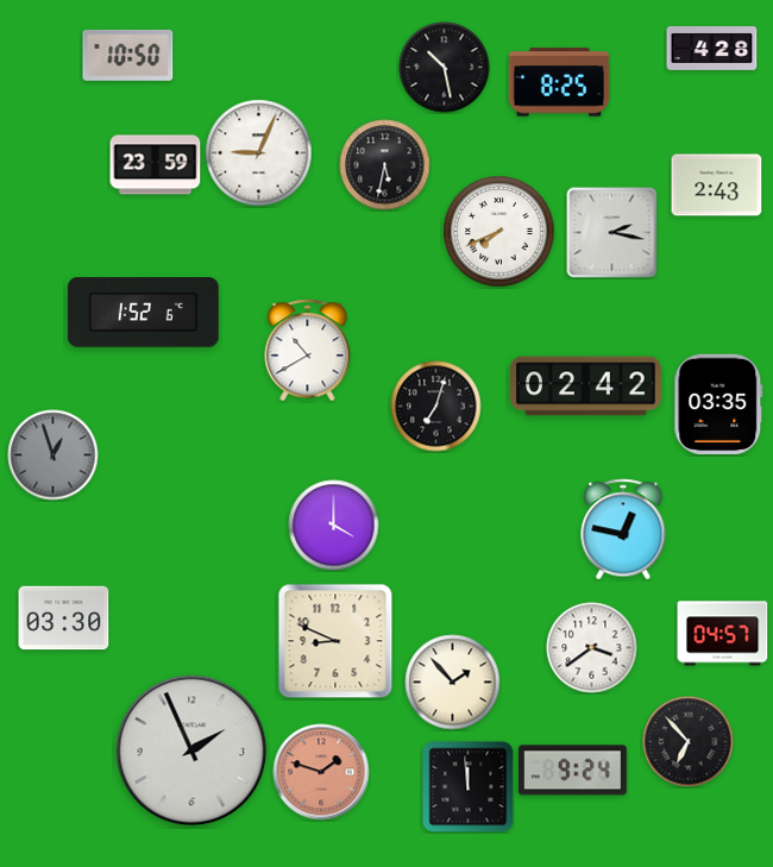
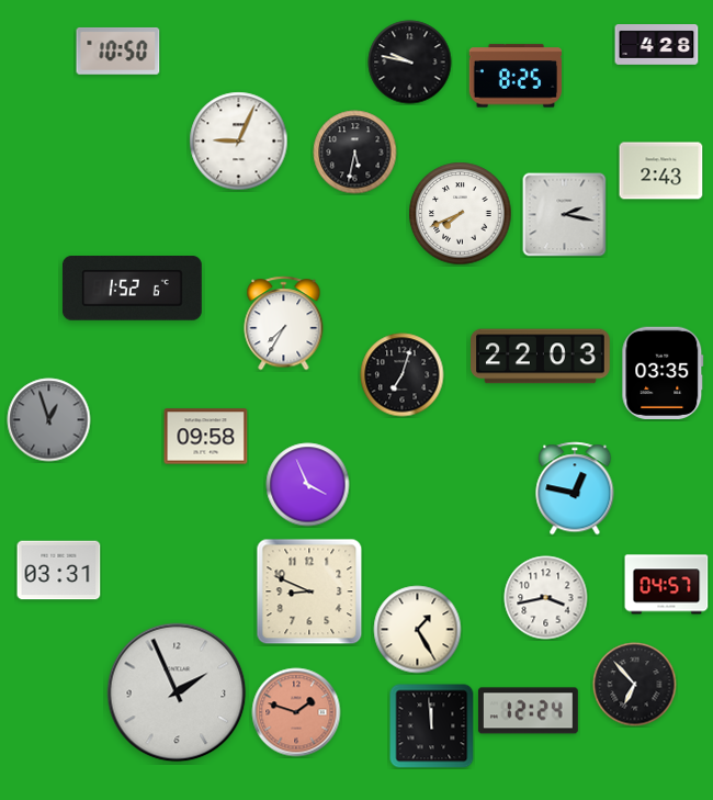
clock at (445, 68): 10:28 -> 9:47
clock at (156, 165): 23:59 -> none
clock at (308, 351): 10:40 -> 7:35
clock at (586, 387): 02:42 -> 22:03
clock at (206, 437): none -> 09:58
clock at (334, 526): 4:00 -> 3:56
clock at (64, 618): 03:30 -> 03:31
clock at (592, 648): 3:39 -> 3:43
clock at (453, 683): 1:53 -> 1:25
clock at (572, 771): 9:24 -> 12:24
